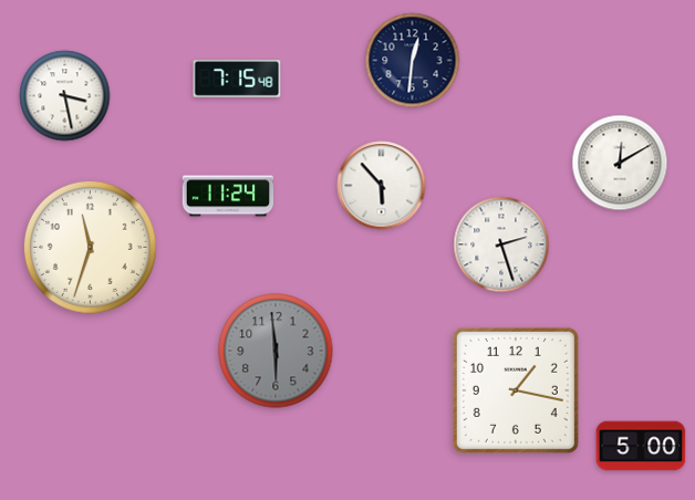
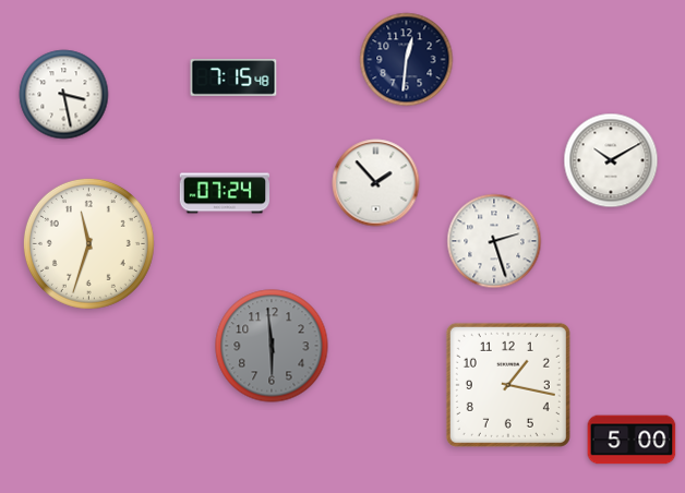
clock at (620, 163): 12:10 -> 10:10
clock at (382, 186): 5:53 -> 1:53
clock at (228, 196): 11:24 -> 07:24
